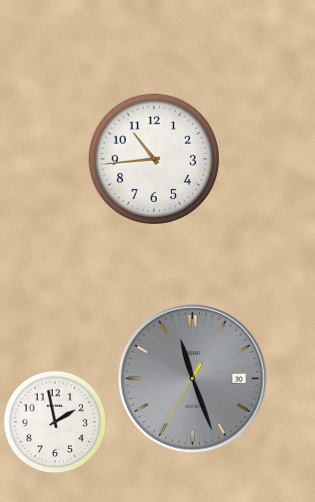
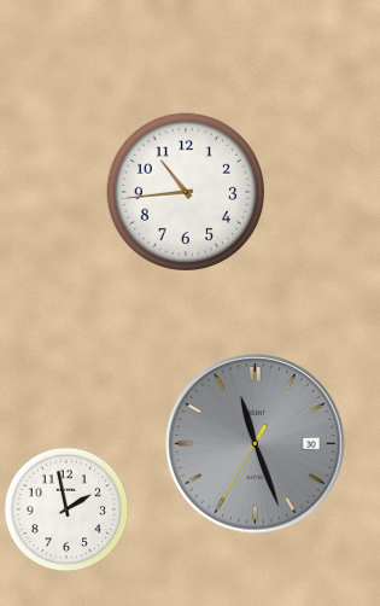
clock at (193, 379) position: (193, 379) -> (256, 444)
